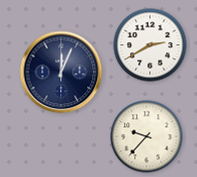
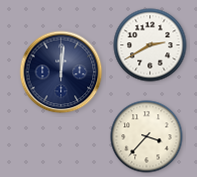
clock at (61, 72): 12:04 -> 12:01
clock at (147, 137): 9:37 -> 3:37
